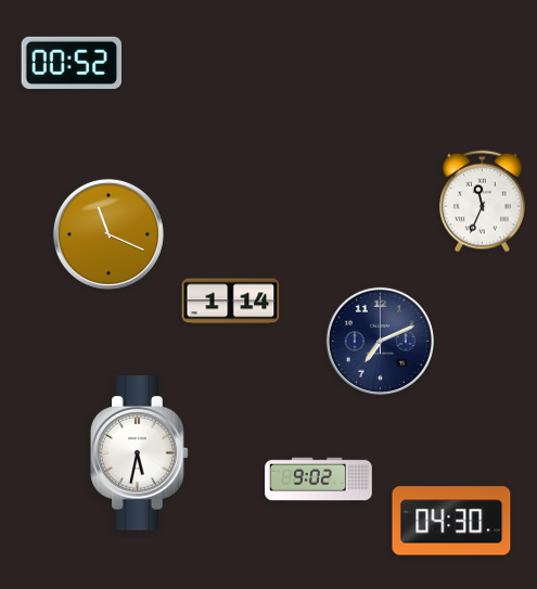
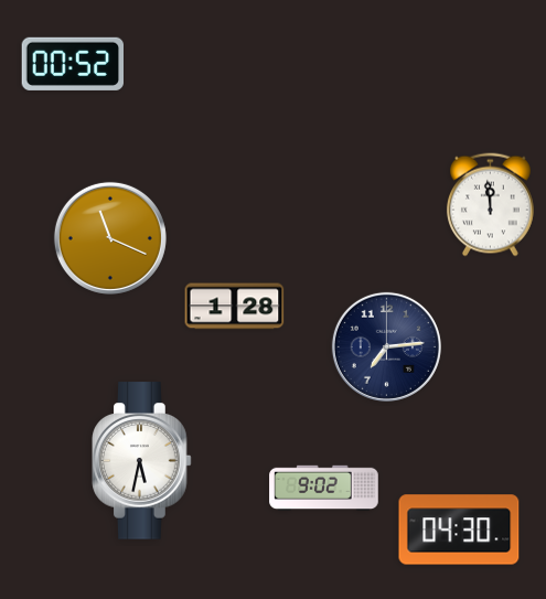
clock at (482, 202): 11:34 -> 11:59
clock at (231, 302): 1:14 -> 1:28
clock at (380, 341): 7:11 -> 7:14
